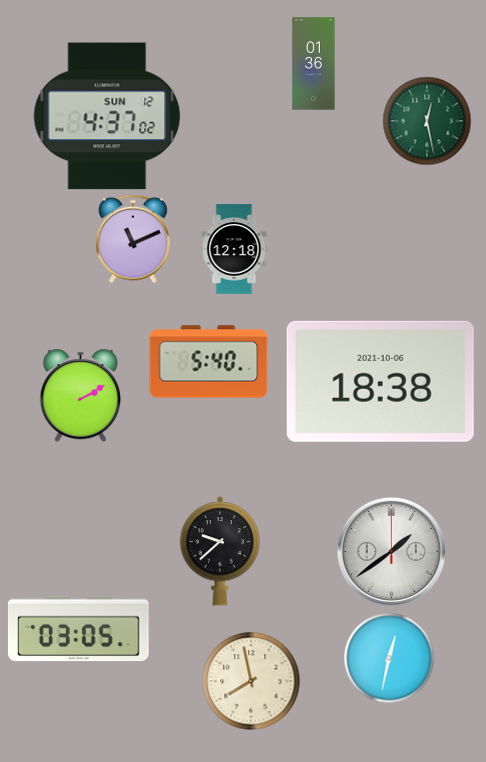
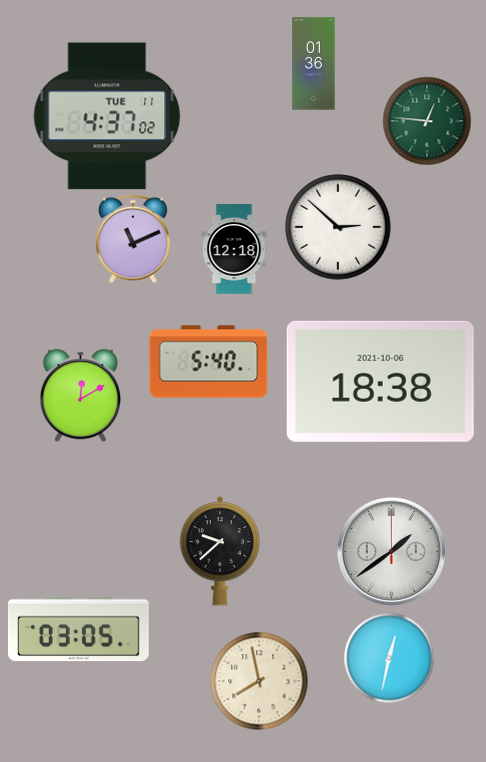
clock at (107, 116) date: SUN 12 -> TUE 11
clock at (427, 121): 12:28 -> 12:46
clock at (338, 227): none -> 2:52
clock at (80, 395): 2:10 -> 12:10
clock at (251, 681) position: (251, 681) -> (259, 681)
